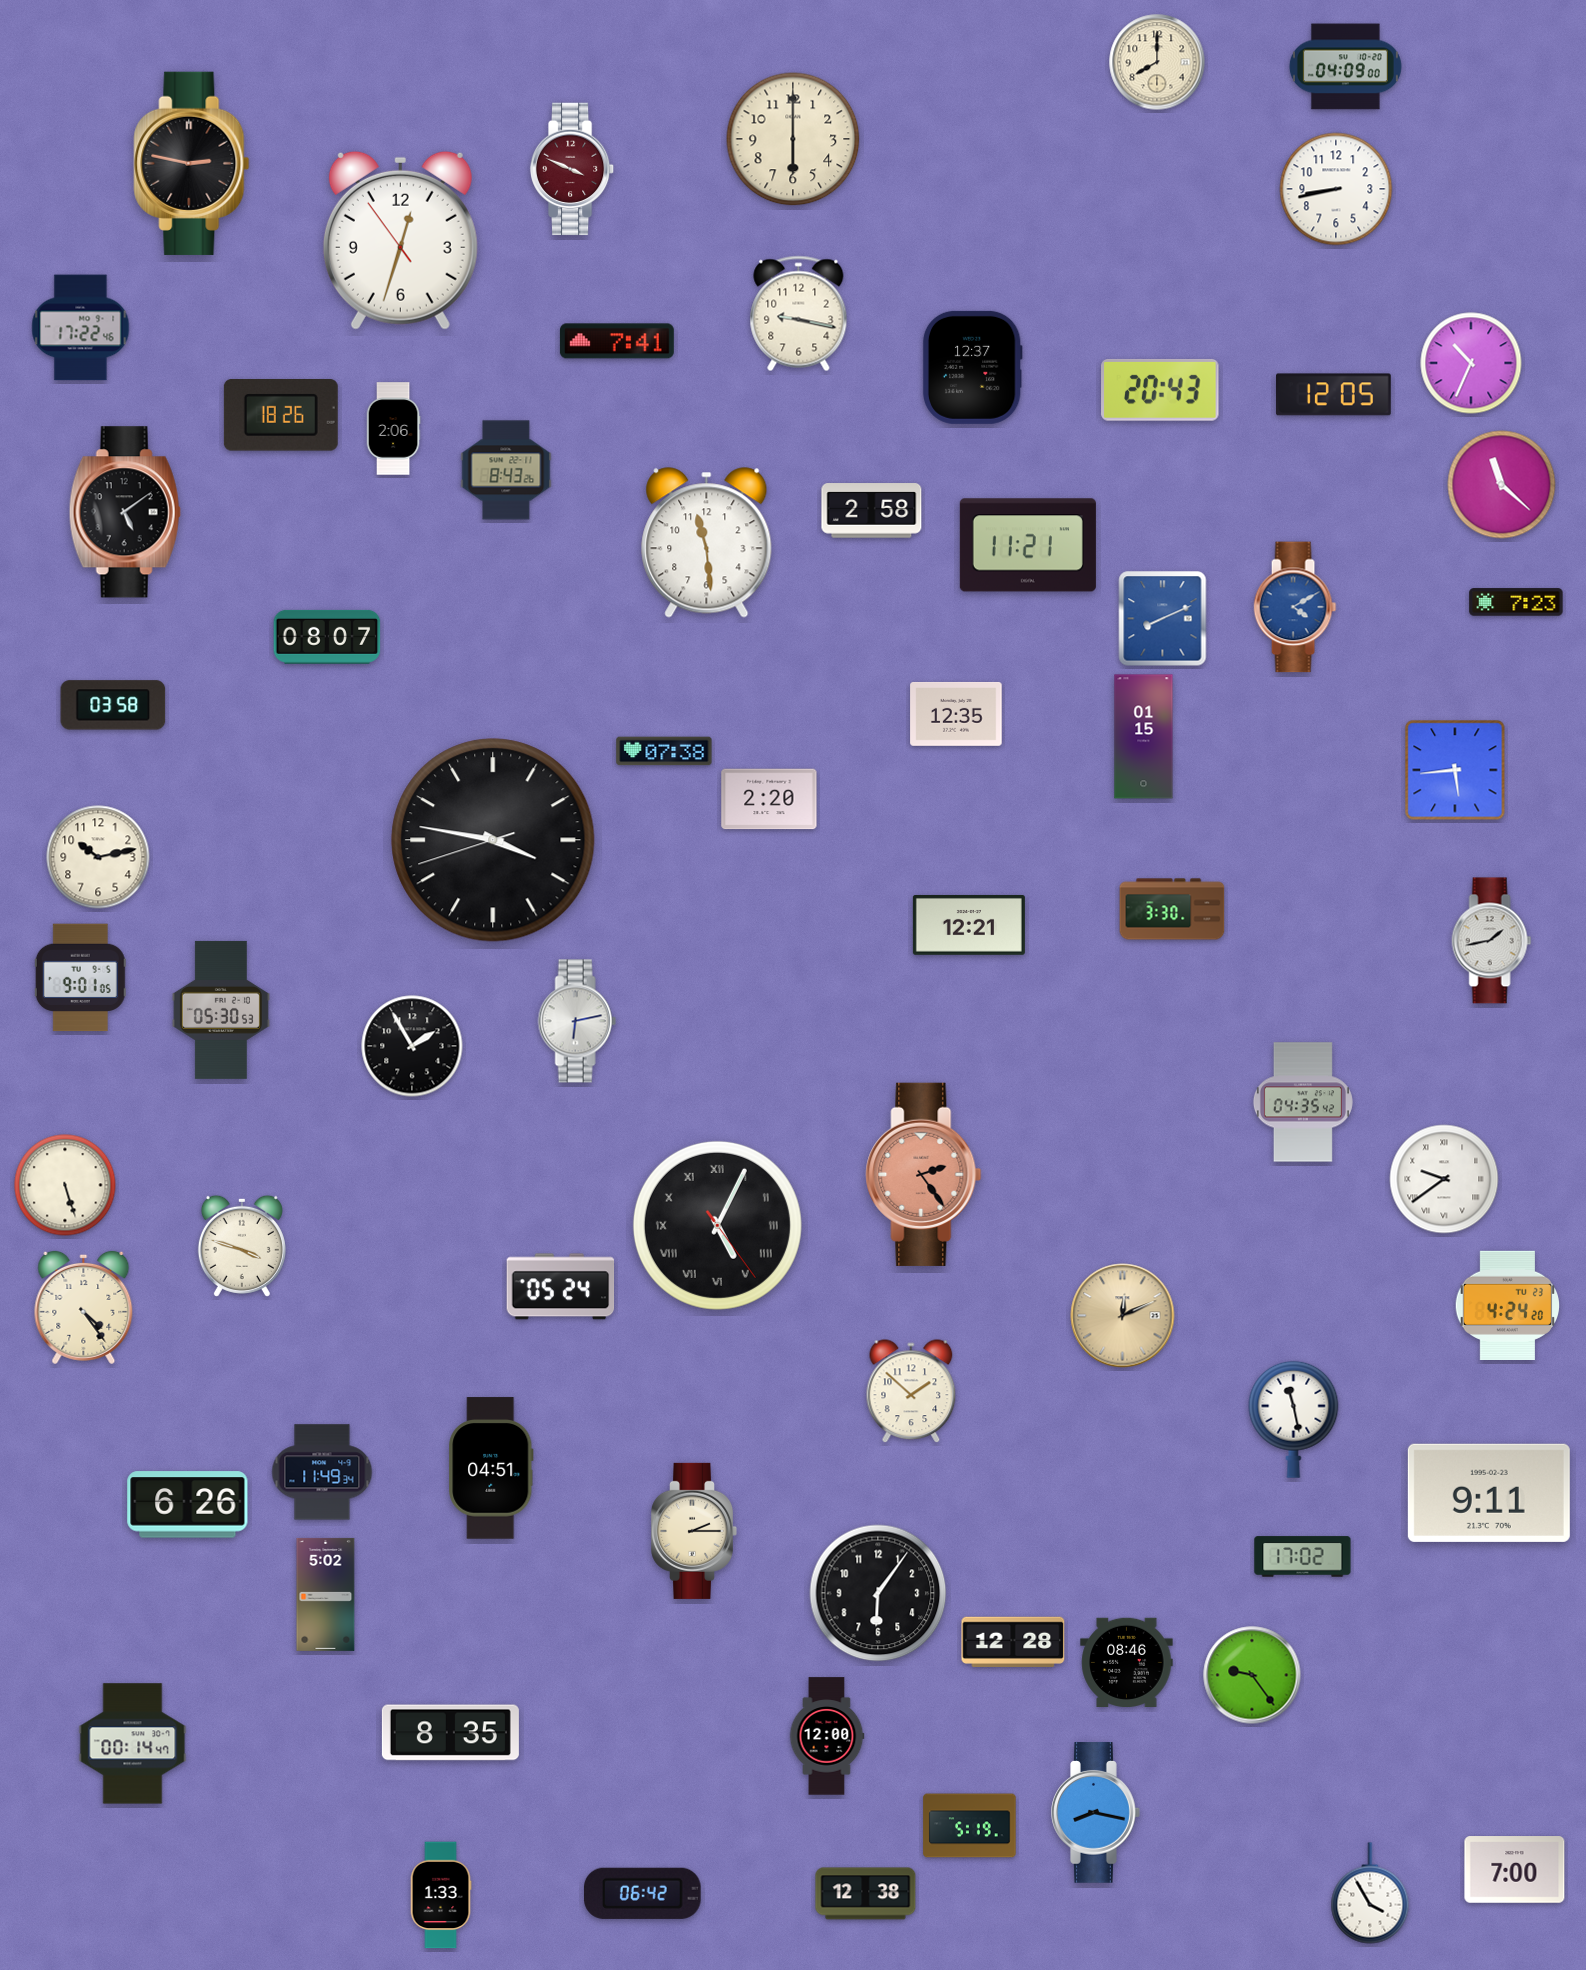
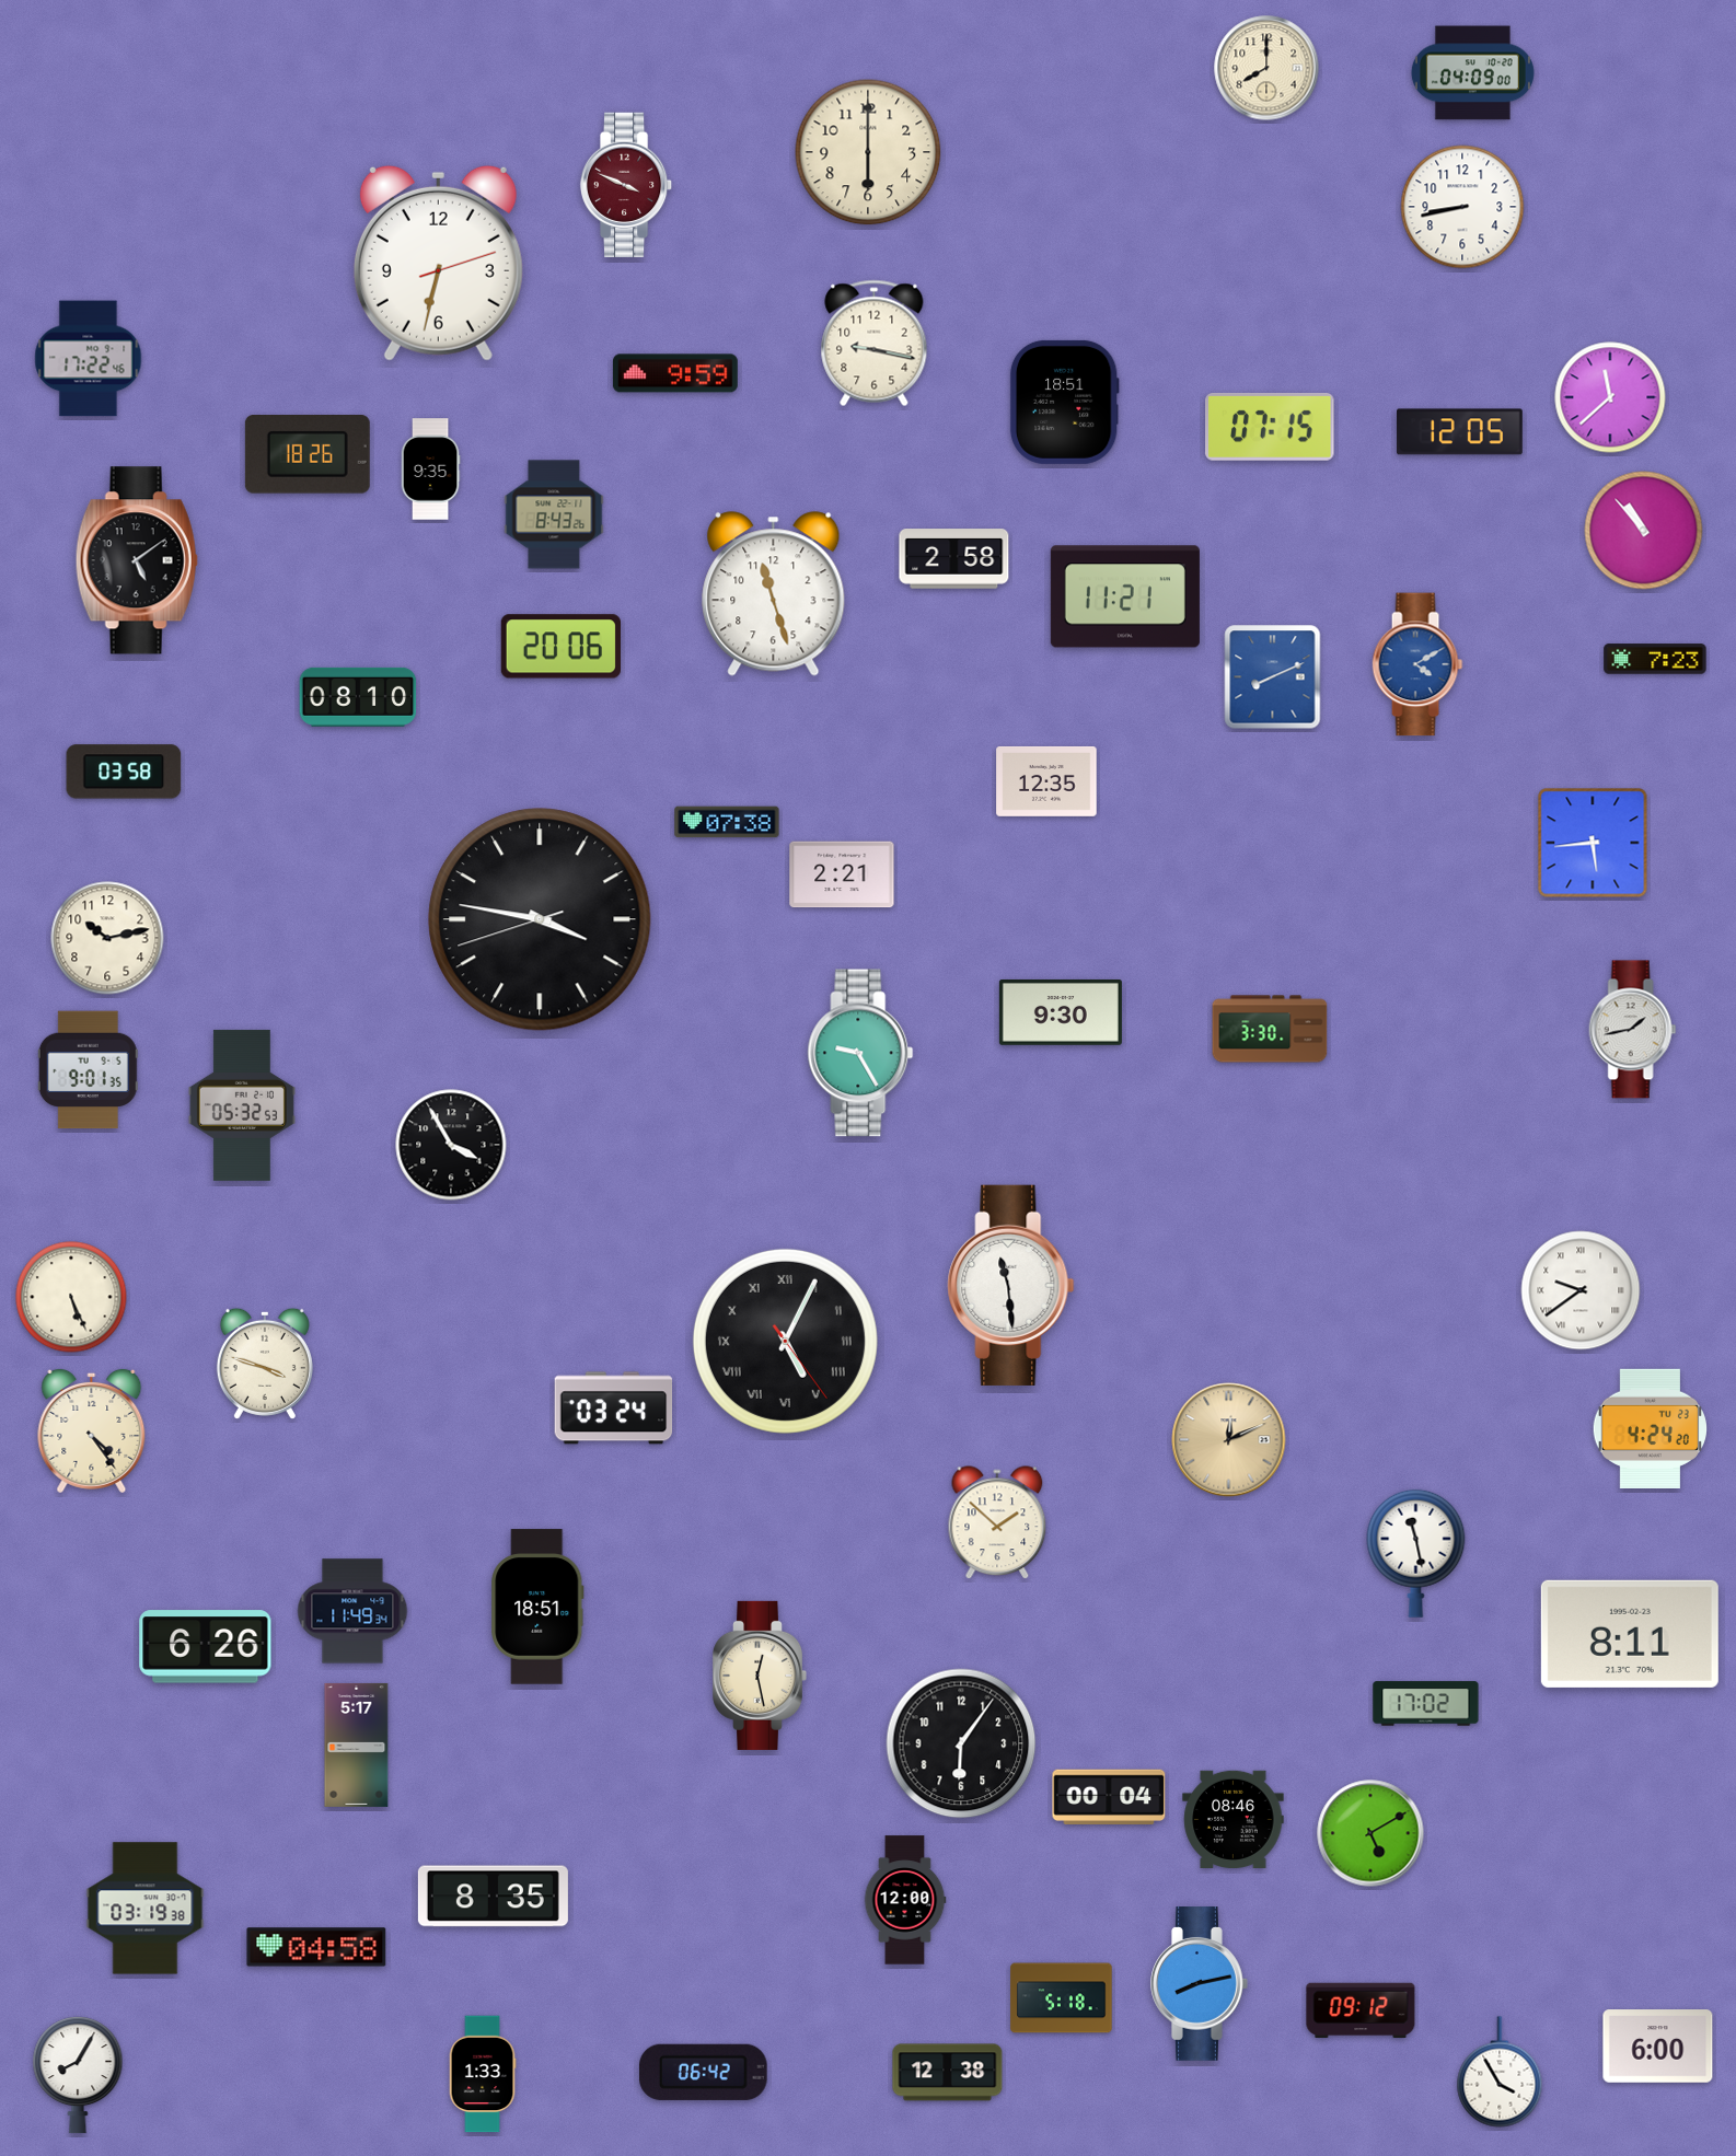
clock at (192, 163): 2:47 -> none
clock at (400, 240): 12:32 -> 6:32
clock at (617, 341): 7:41 -> 9:59
clock at (1471, 363): 10:34 -> 11:38
clock at (972, 367): 12:37 -> 18:51
clock at (1160, 390): 20:43 -> 07:15
clock at (393, 429): 2:06 -> 9:35
clock at (1502, 485): 11:22 -> 10:53
clock at (707, 543): 11:29 -> 11:27
clock at (560, 647): none -> 20:06
clock at (1516, 602) position: (1516, 602) -> (1655, 659)
clock at (327, 637): 08:07 -> 08:10
clock at (1144, 737): 01:15 -> none
clock at (769, 799): 2:20 -> 2:21
clock at (1172, 909) position: (1172, 909) -> (1270, 1029)
clock at (969, 925): 12:21 -> 9:30
clock at (860, 1053): none -> 9:25
clock at (80, 978): 9:01:05 -> 9:01:35
clock at (221, 1010): 05:30 -> 05:32
clock at (577, 1021): 6:13 -> none
clock at (412, 1046): 1:55 -> 3:55
clock at (1303, 1102): 04:35 -> none
clock at (924, 1174): 2:24 -> 11:29
clock at (924, 1174) dial: salmon -> white
clock at (65, 1185): 5:27 -> 5:26
clock at (561, 1287): 05:24 -> 03:24
clock at (491, 1468): 04:51 -> 18:51
clock at (1489, 1493): 9:11 -> 8:11
clock at (695, 1531): 2:15 -> 12:28
clock at (326, 1594): 5:02 -> 5:17
clock at (1013, 1642): 12:28 -> 00:04
clock at (1252, 1675): 9:24 -> 5:10
clock at (133, 1744): 00:14 -> 03:19
clock at (316, 1947): none -> 04:58
clock at (1096, 1813): 8:17 -> 8:13
clock at (970, 1826): 5:19 -> 5:18
clock at (1361, 2010): none -> 09:12
clock at (1515, 1870): 7:00 -> 6:00
clock at (78, 2075): none -> 8:05
